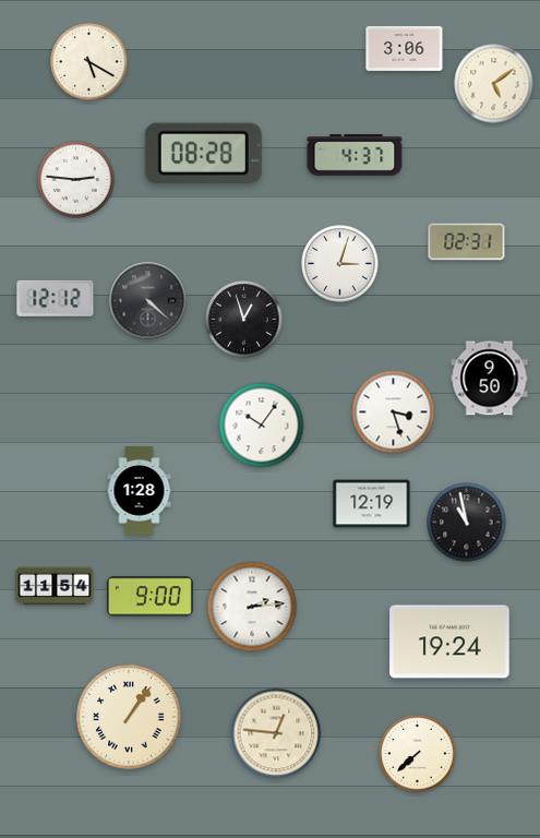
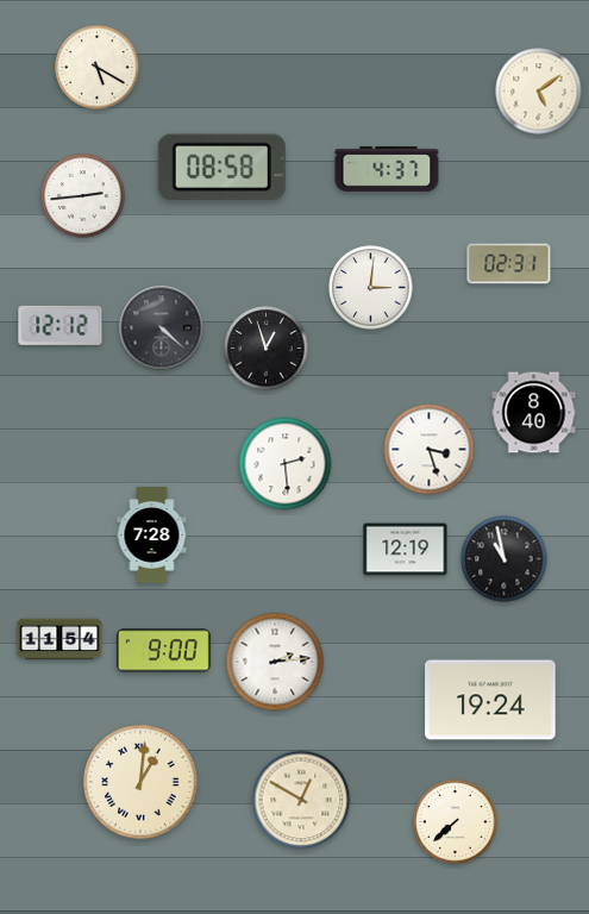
clock at (405, 48): 3:06 -> none
clock at (203, 154): 08:28 -> 08:58
clock at (76, 180): 2:46 -> 2:44
clock at (340, 264): 3:03 -> 3:01
clock at (490, 379): 9:50 -> 8:40
clock at (262, 426): 10:06 -> 2:29
clock at (140, 491): 1:28 -> 7:28
clock at (467, 523) position: (467, 523) -> (505, 559)
clock at (129, 717): 1:06 -> 1:01
clock at (276, 733): 12:46 -> 12:50
